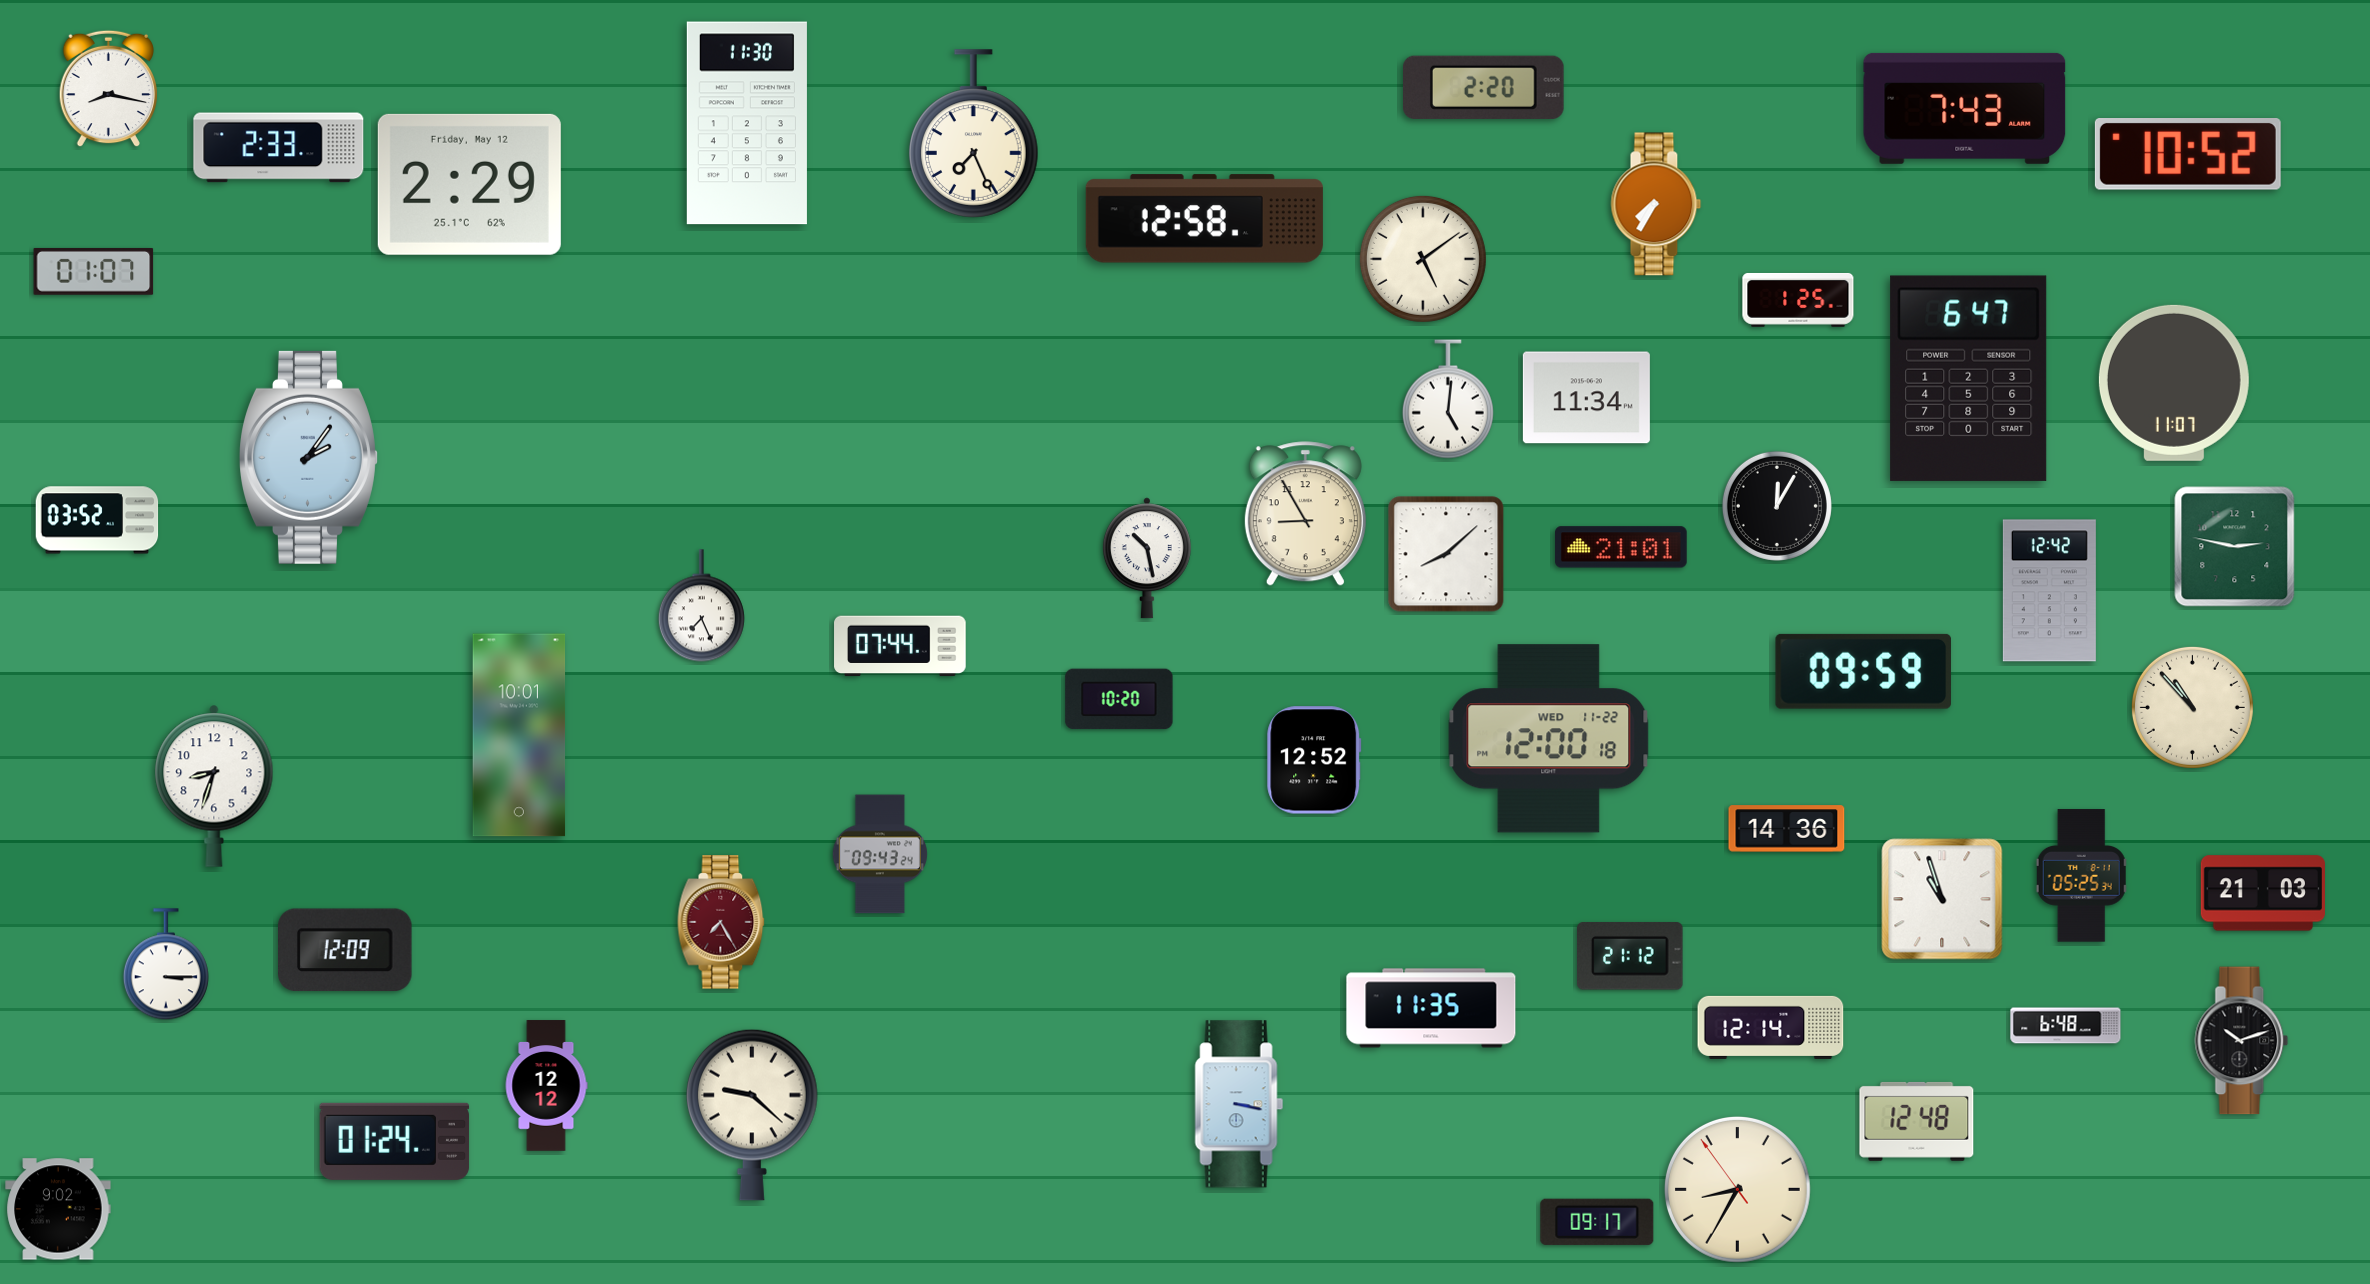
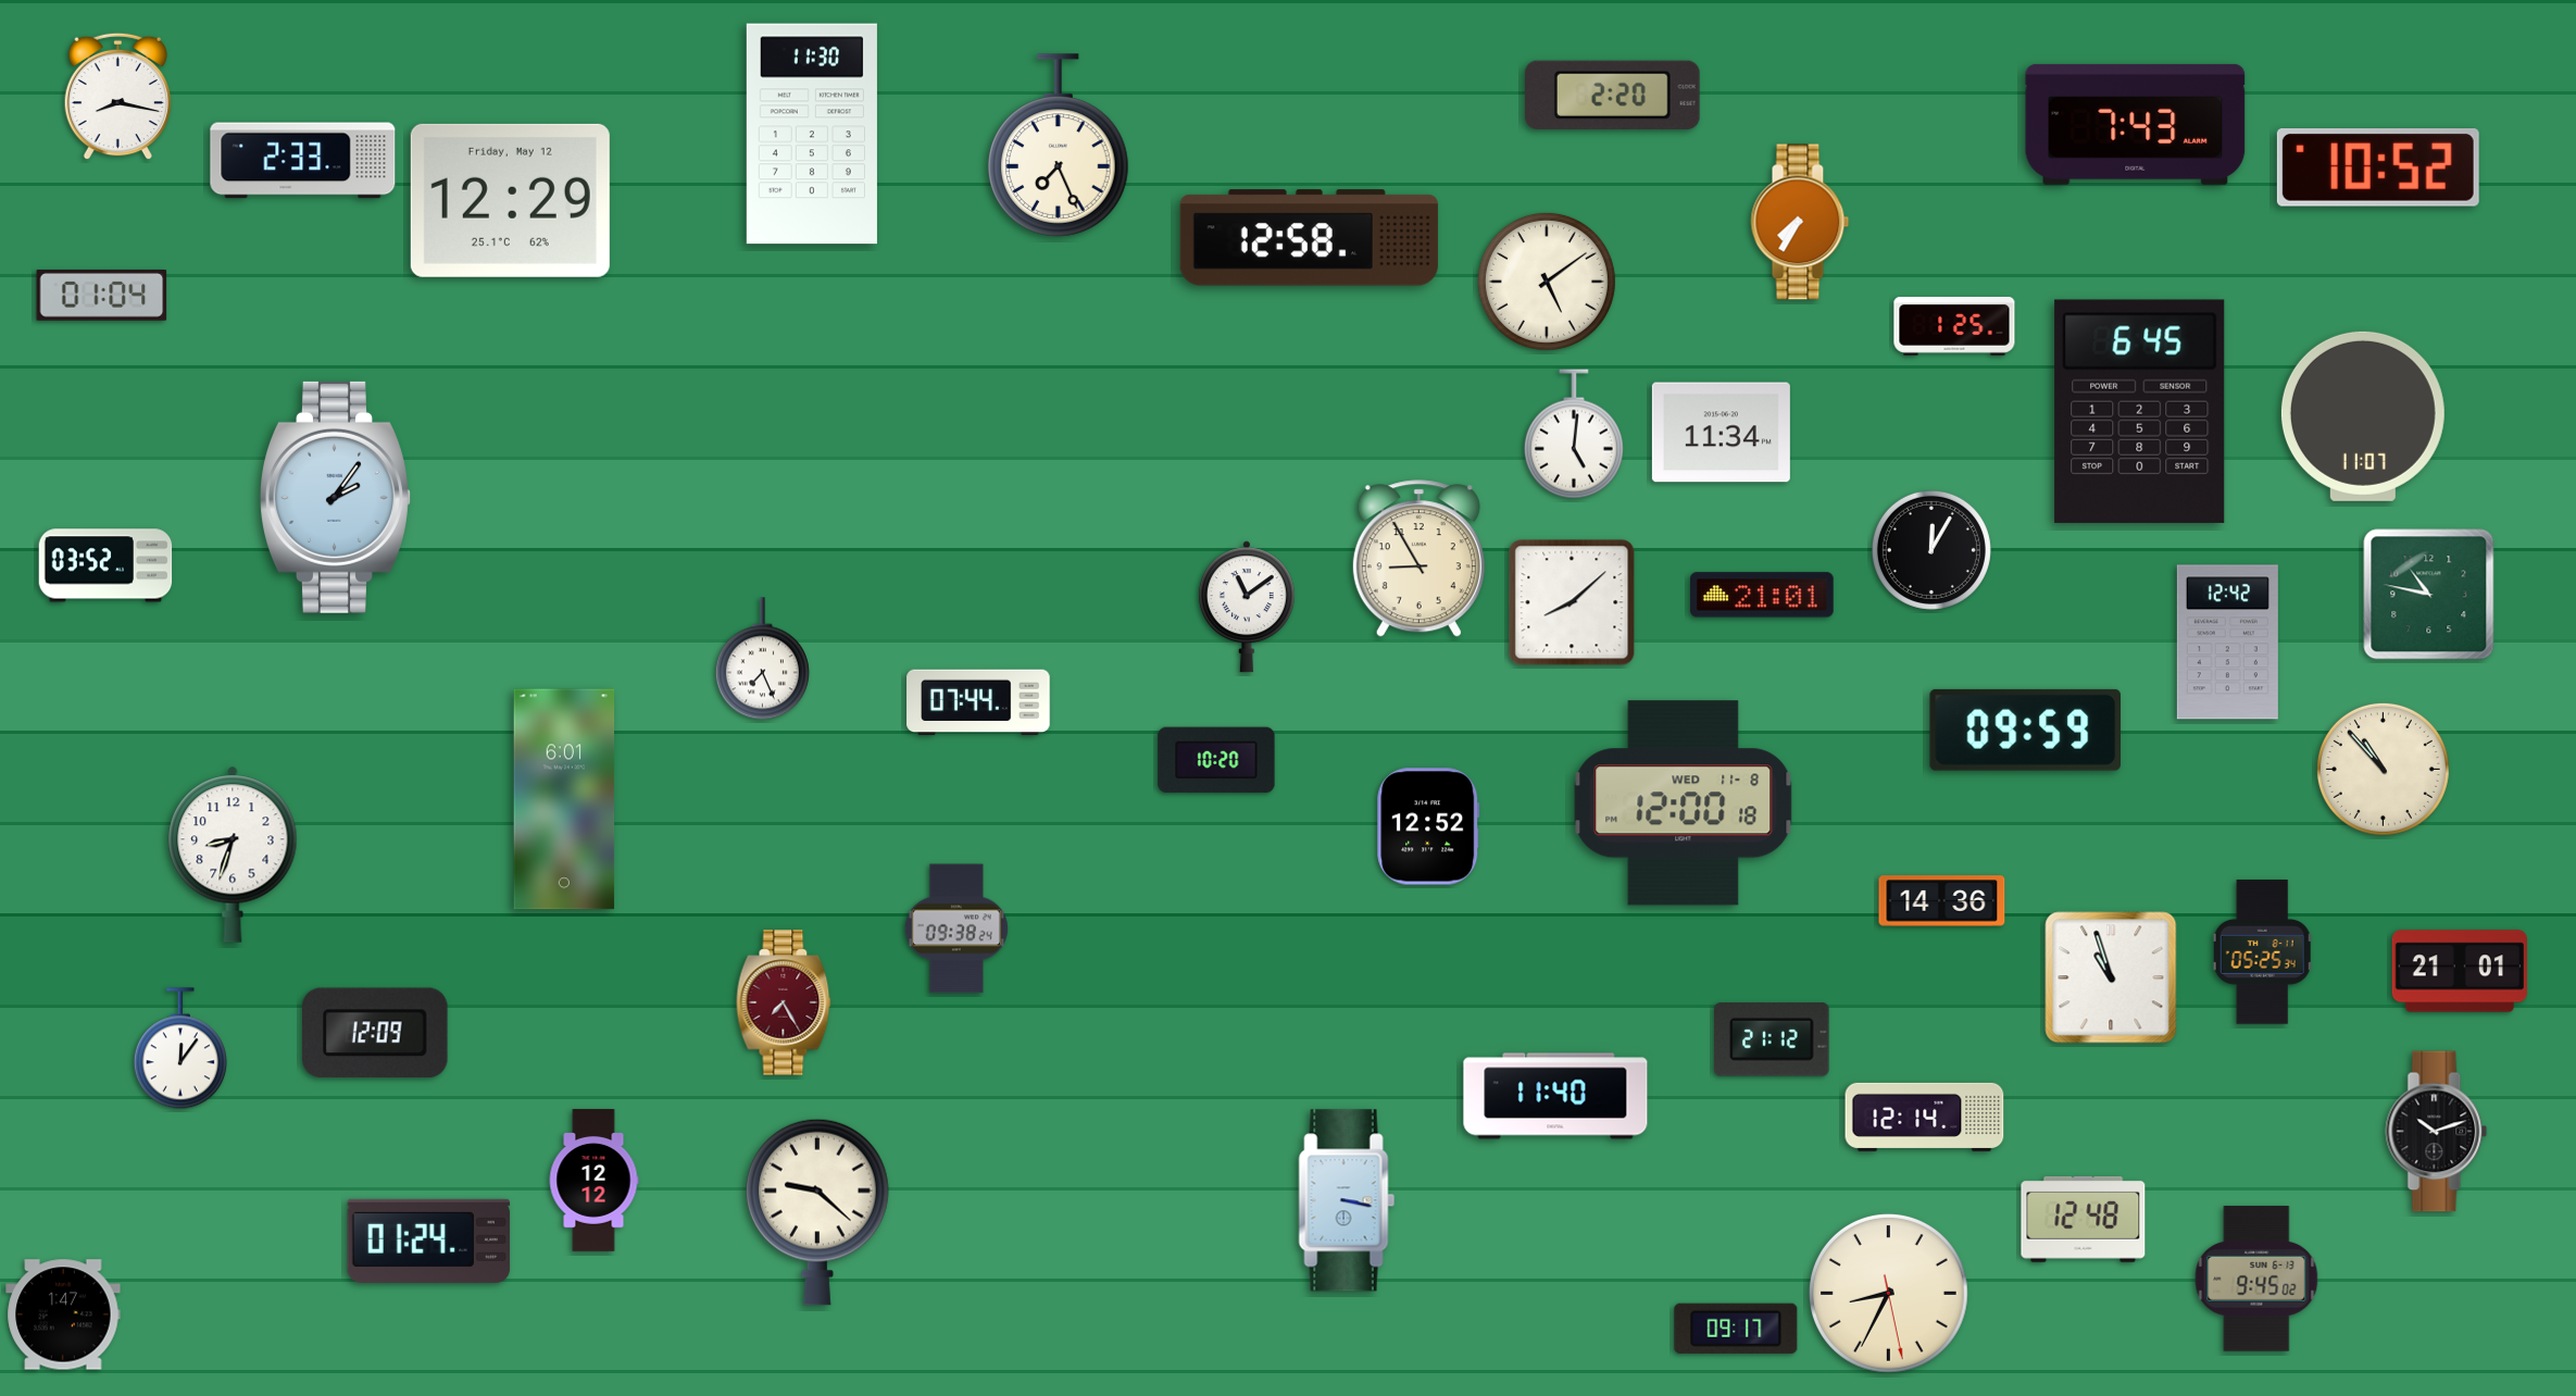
clock at (1965, 108) position: (1965, 108) -> (2136, 124)
clock at (469, 184): 2:29 -> 12:29
clock at (94, 271): 01:07 -> 01:04
clock at (1969, 378): 6:47 -> 6:45
clock at (1586, 398) position: (1586, 398) -> (1721, 433)
clock at (2235, 547): 2:47 -> 10:47
clock at (1147, 558): 10:28 -> 11:09
clock at (519, 735): 10:01 -> 6:01
clock at (1549, 739) date: WED 11-22 -> WED 11-8
clock at (880, 854): 09:43 -> 09:38
clock at (2263, 893): 21:03 -> 21:01
clock at (166, 965): 3:15 -> 12:06
clock at (1431, 1008): 11:35 -> 11:40
clock at (2066, 1026): 6:48 -> none
clock at (2256, 1279): none -> 9:45
clock at (1737, 1189): 8:34:54 -> 8:34:28
clock at (58, 1209): 9:02 -> 1:47
